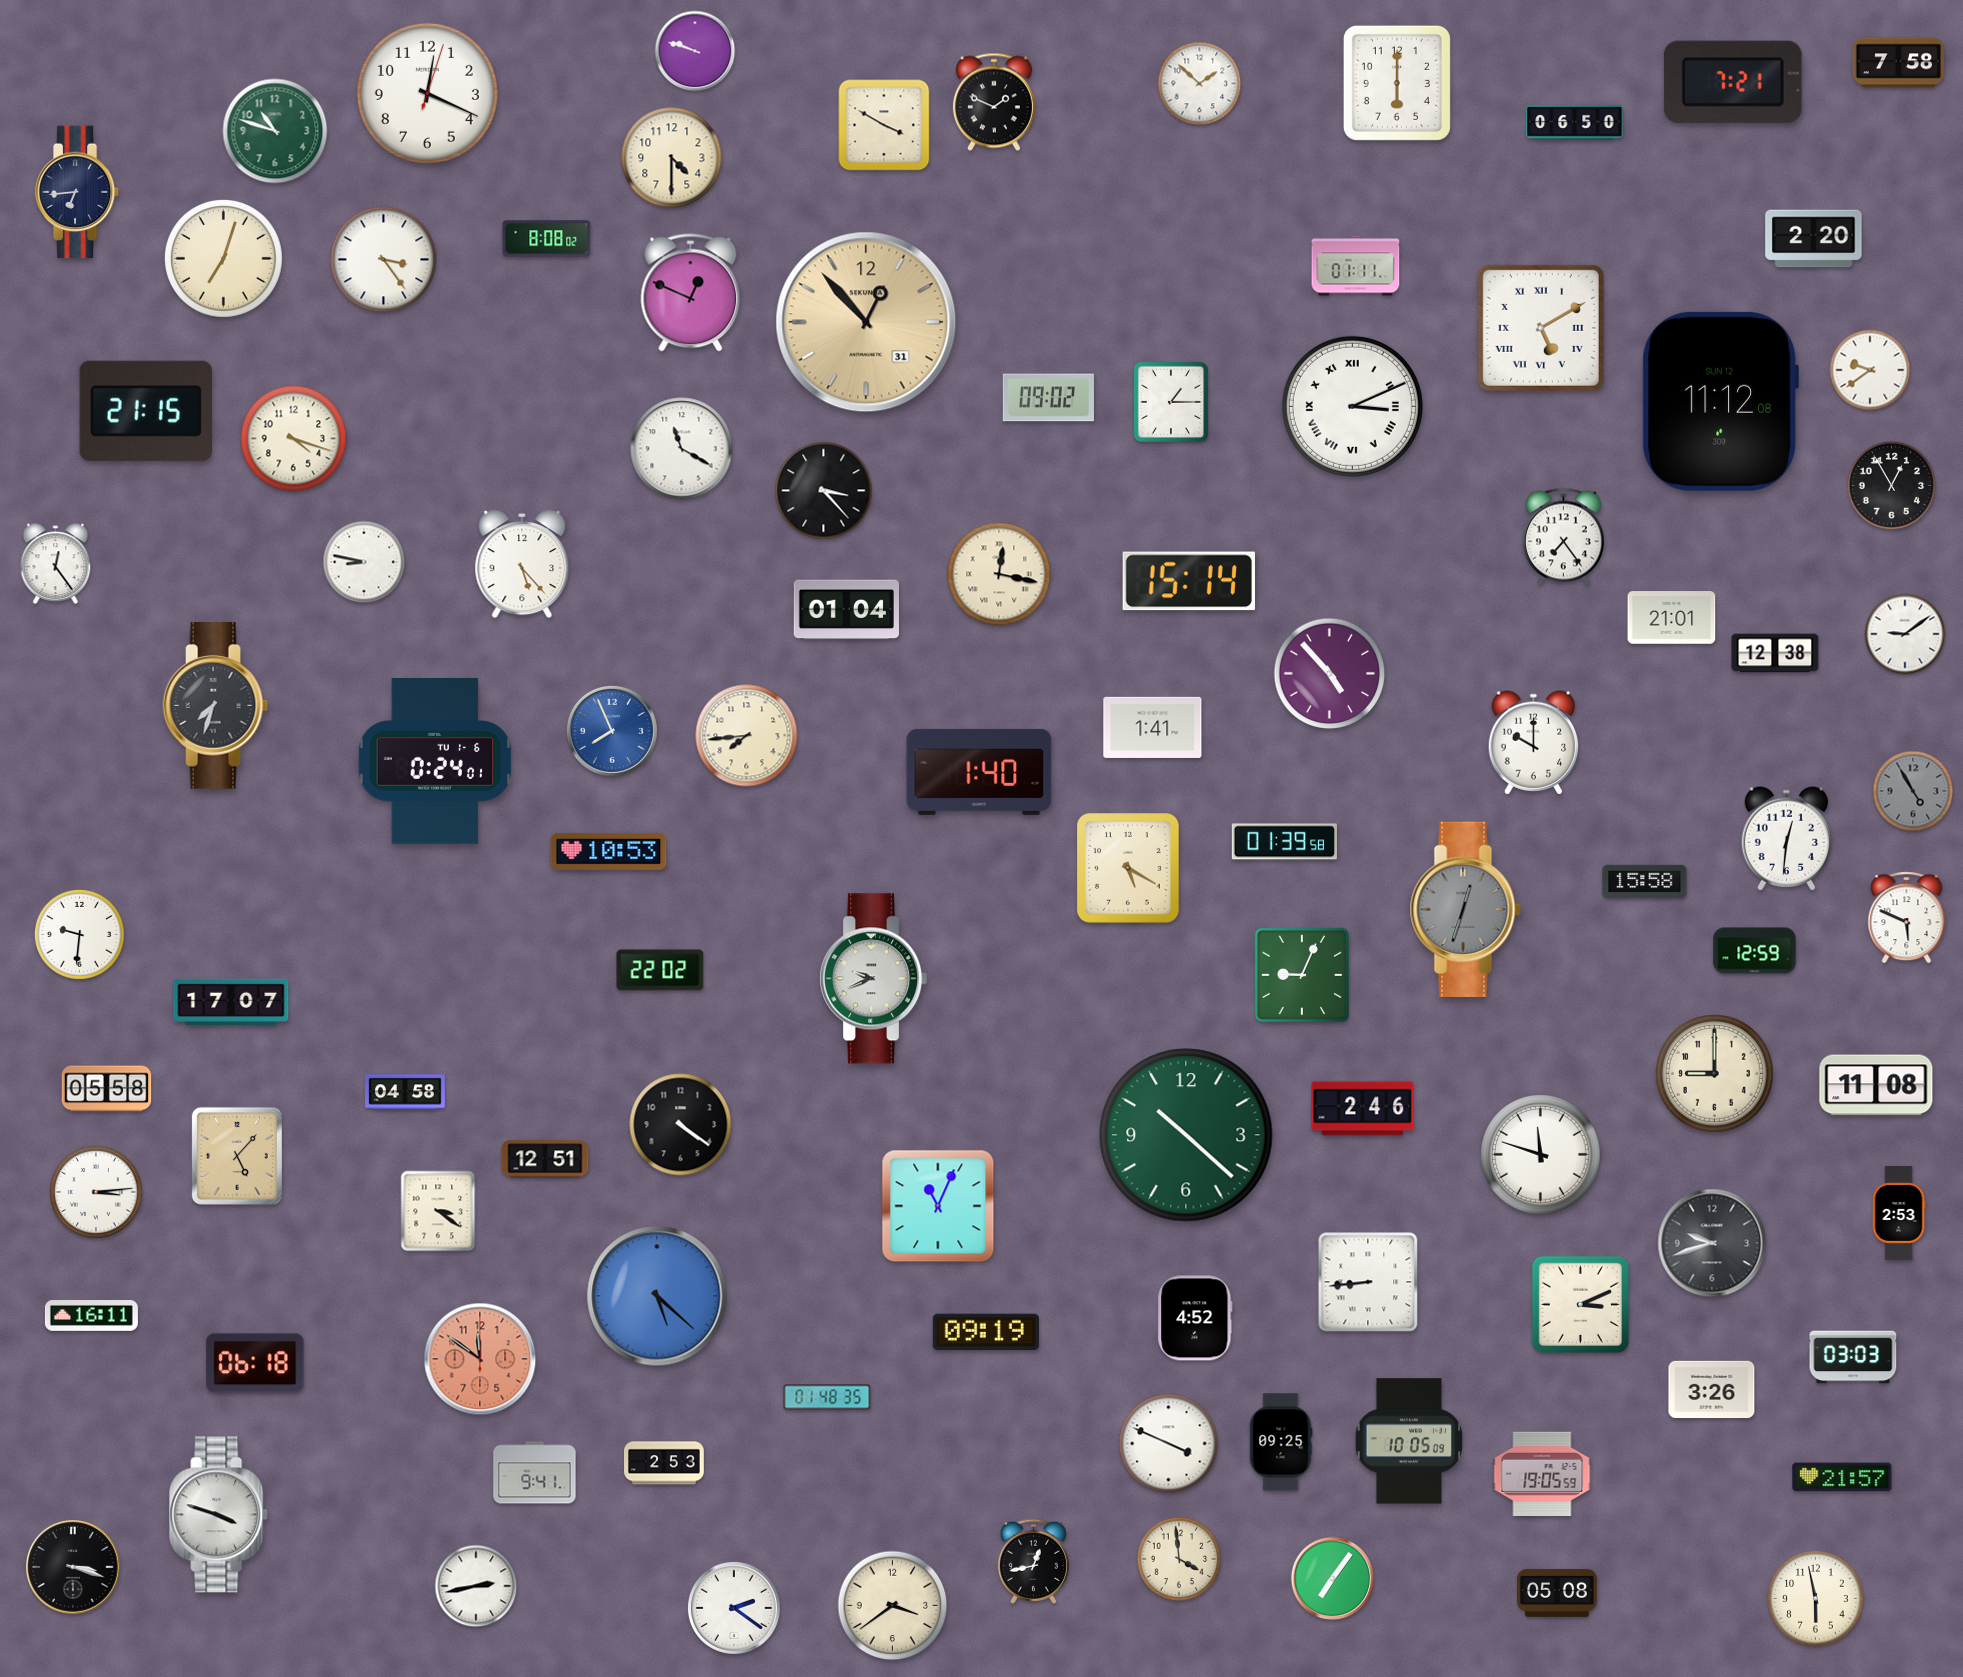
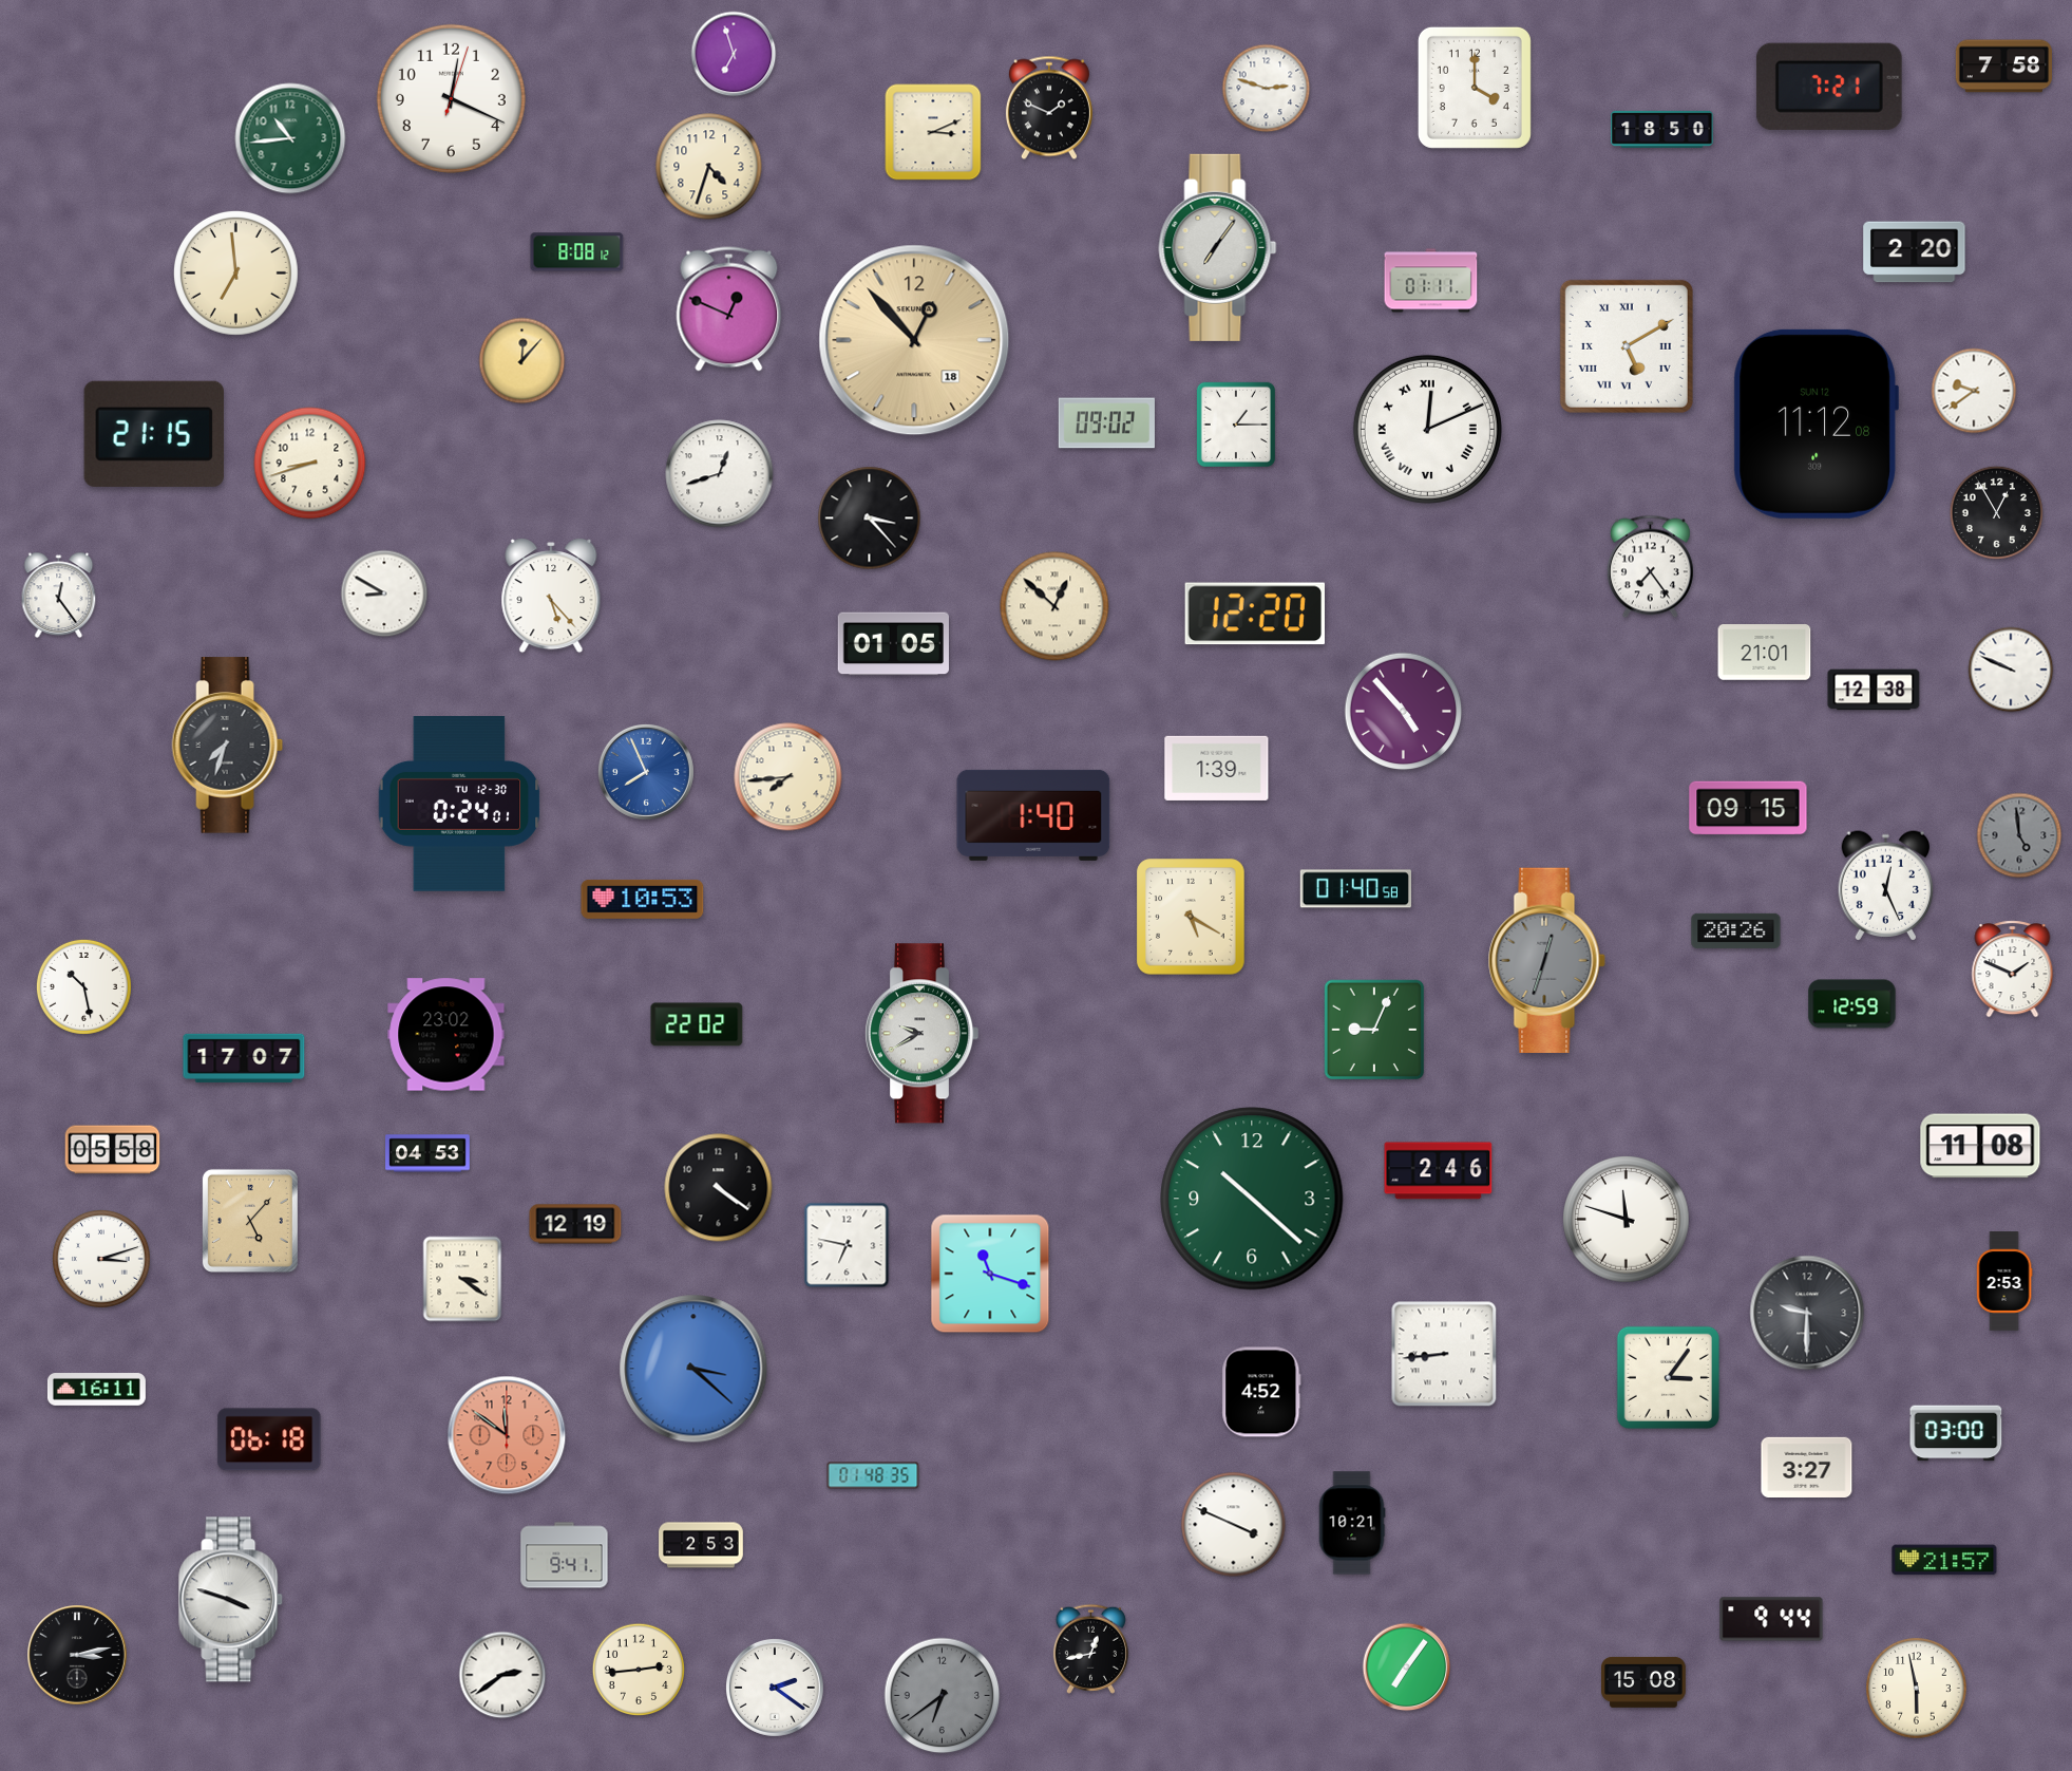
clock at (695, 51): 9:48 -> 6:57
clock at (1397, 83): 6:00 -> 4:00
clock at (1200, 84): 1:52 -> 2:48
clock at (1575, 122): 06:50 -> 18:50
clock at (884, 125): 3:50 -> 3:11
clock at (275, 131): 10:48 -> 10:44
clock at (672, 158): 4:30 -> 4:33
clock at (77, 192): 6:44 -> none
clock at (1218, 247): none -> 7:06
clock at (547, 239): 8:08:02 -> 8:08:12
clock at (223, 258): 7:03 -> 6:59
clock at (384, 260): 3:24 -> none
clock at (866, 322) date: 31 -> 18
clock at (522, 361): none -> 12:07
clock at (1048, 398) position: (1048, 398) -> (1106, 423)
clock at (1352, 406): 3:11 -> 12:11
clock at (294, 439): 4:18 -> 8:42
clock at (682, 449): 11:20 -> 12:42
clock at (364, 562): 8:47 -> 8:50
clock at (999, 574): 12:17 -> 12:52
clock at (1188, 581): 15:14 -> 12:20
clock at (846, 610): 01:04 -> 01:05
clock at (1905, 634): 9:09 -> 9:49
clock at (1153, 727): 1:41 -> 1:39
clock at (1534, 743): 10:00 -> none
clock at (435, 762) date: TU 1-6 -> TU 12-30
clock at (1748, 808): none -> 09:15
clock at (1913, 791): 4:55 -> 4:59
clock at (1787, 839): 12:31 -> 12:26
clock at (1284, 842): 01:39 -> 01:40
clock at (1645, 881): 15:58 -> 20:26
clock at (1907, 918): 5:49 -> 1:49
clock at (79, 934): 9:31 -> 10:28
clock at (873, 979): 9:41 -> 9:40
clock at (446, 1035): none -> 23:02
clock at (1714, 1073): 9:00 -> none
clock at (405, 1092): 04:58 -> 04:53
clock at (545, 1159): 12:51 -> 12:19
clock at (847, 1245): none -> 6:47
clock at (97, 1193): 3:14 -> 3:12
clock at (938, 1206): 11:04 -> 11:18
clock at (1712, 1243): 9:42 -> 9:30
clock at (657, 1296): 5:22 -> 3:22
clock at (1580, 1304): 3:11 -> 3:06
clock at (986, 1332): 09:19 -> none
clock at (1853, 1357): 03:03 -> 03:00
clock at (1712, 1390): 3:26 -> 3:27
clock at (1409, 1441): 10:05 -> none
clock at (1281, 1442): 09:25 -> 10:21
clock at (1542, 1474): 19:05 -> none
clock at (1771, 1619): none -> 9:44
clock at (1179, 1559): 3:59 -> none
clock at (74, 1568): 3:18 -> 3:13
clock at (638, 1669): none -> 2:44
clock at (476, 1586): 2:43 -> 2:39
clock at (1558, 1593): 05:08 -> 15:08
clock at (893, 1606): 3:39 -> 6:39
clock at (893, 1606) dial: cream -> grey
clock at (734, 1608) position: (734, 1608) -> (775, 1688)
